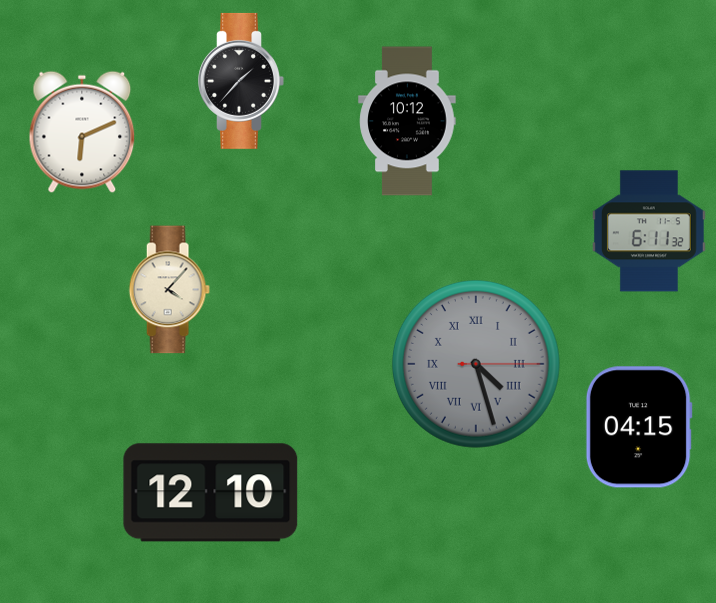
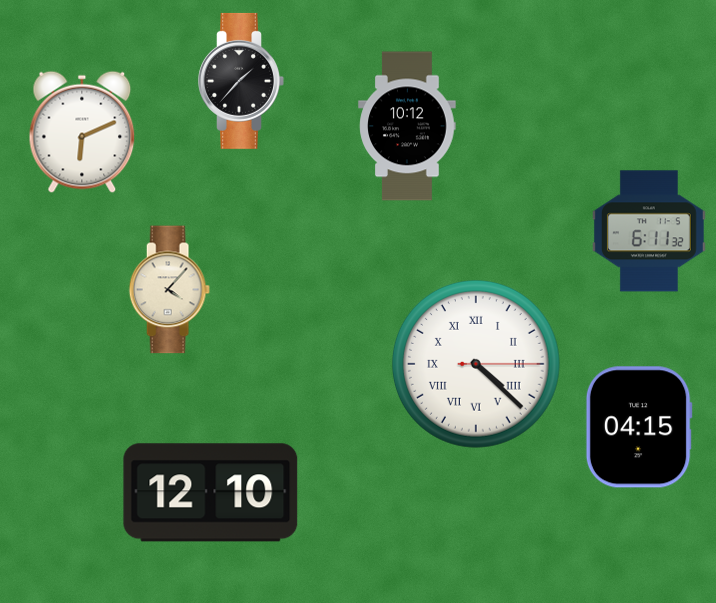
clock at (407, 121) position: (407, 121) -> (407, 126)
clock at (476, 364): 4:27 -> 4:22
clock at (476, 364) dial: grey -> white
